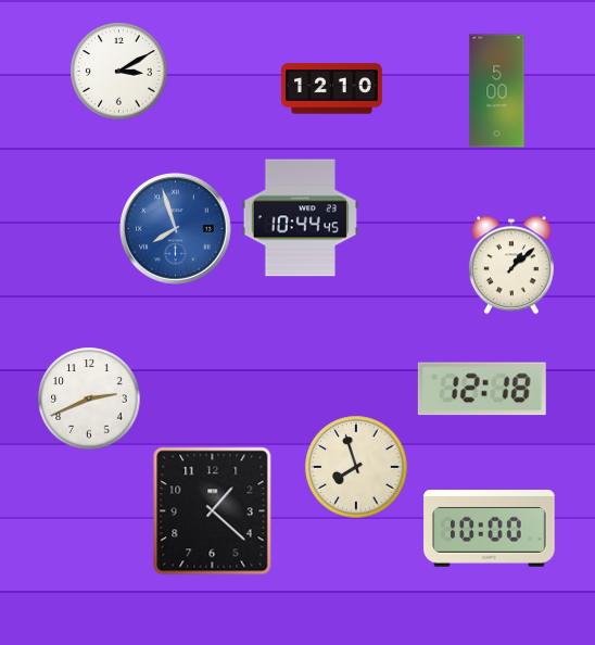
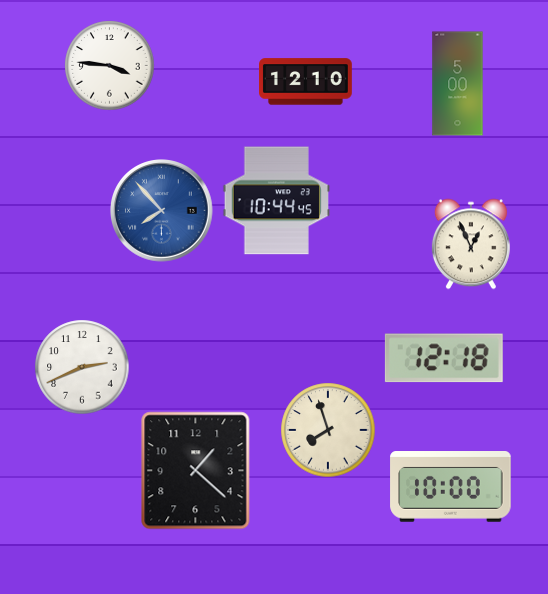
clock at (119, 72): 3:10 -> 3:46
clock at (176, 229): 7:57 -> 7:53
clock at (511, 265): 1:08 -> 12:56
